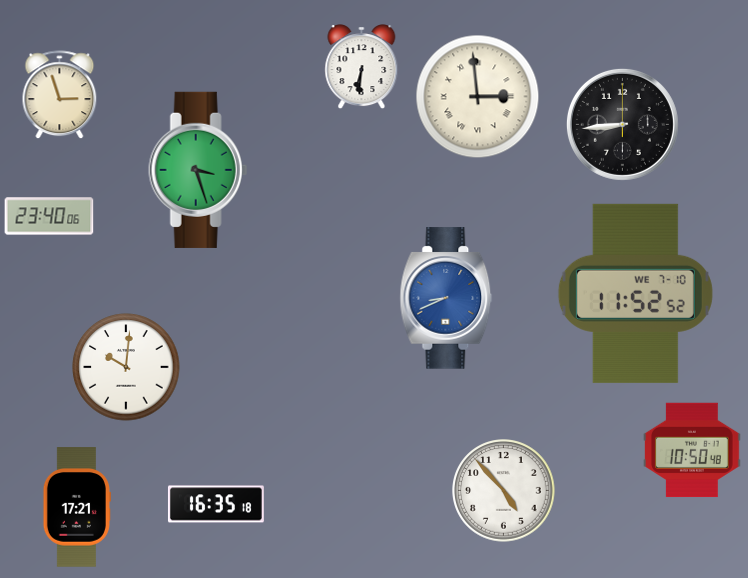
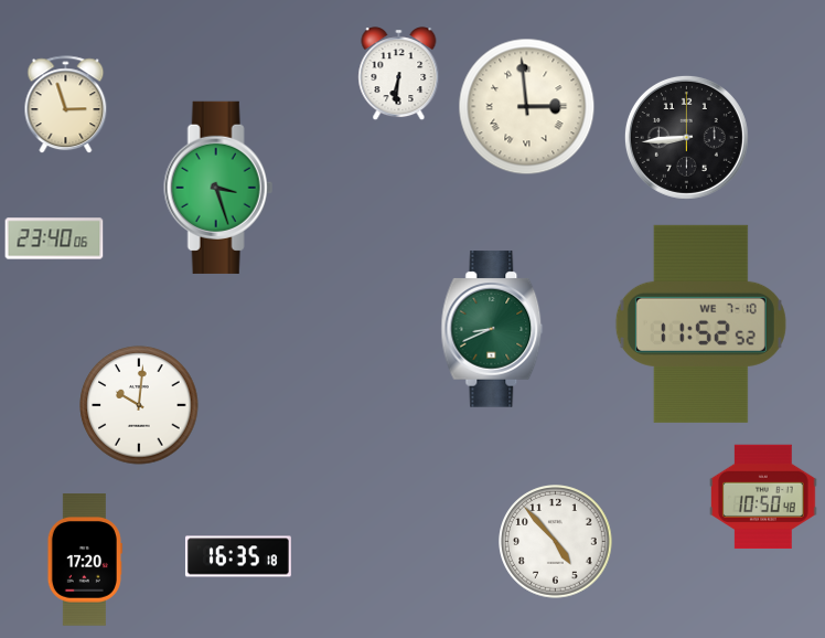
clock at (446, 298) dial: blue -> green
clock at (77, 507): 17:21 -> 17:20
